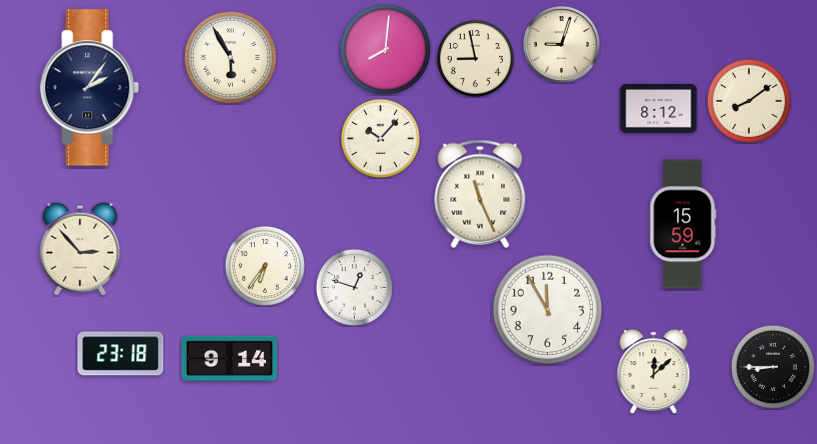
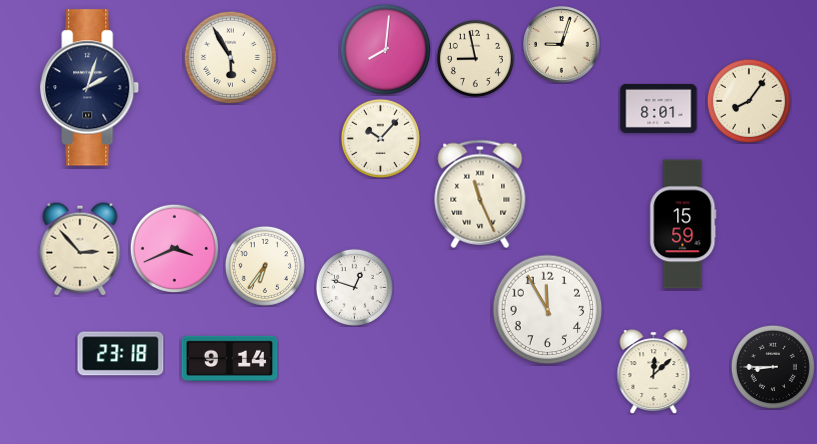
clock at (90, 88): 2:06 -> 2:03
clock at (749, 101): 8:09 -> 8:06
clock at (659, 108): 8:12 -> 8:01
clock at (174, 248): none -> 3:41
